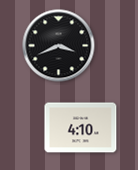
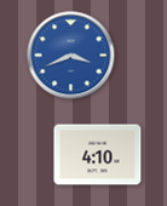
clock at (59, 46) dial: black -> blue
